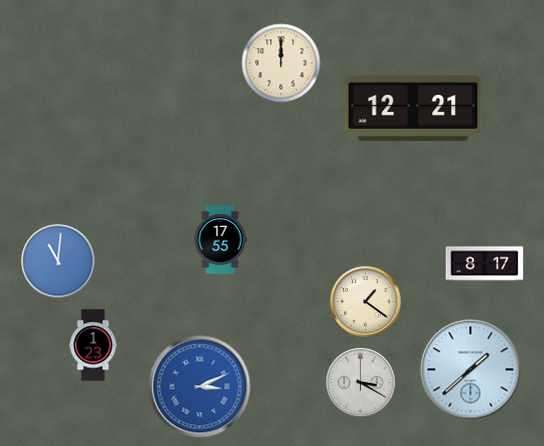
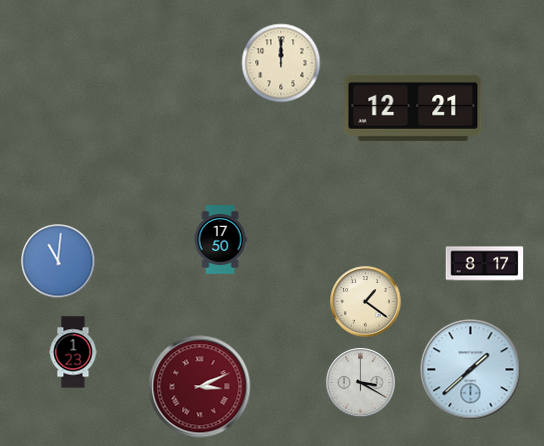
clock at (220, 240): 17:55 -> 17:50
clock at (93, 345) position: (93, 345) -> (73, 352)
clock at (200, 387) dial: blue -> burgundy
